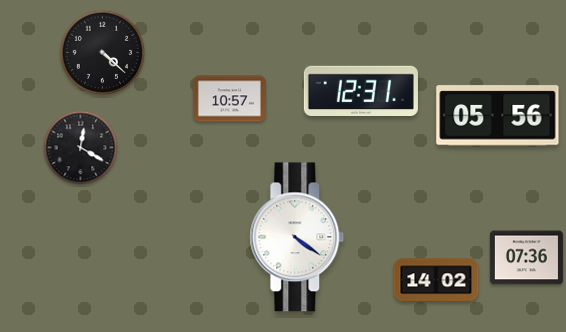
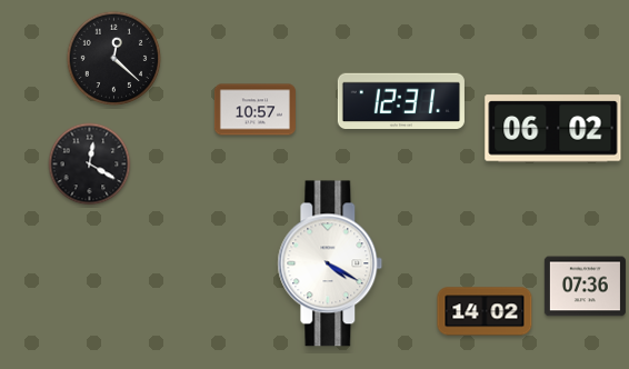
clock at (103, 53): 4:22 -> 12:22
clock at (498, 116): 05:56 -> 06:02
clock at (297, 237): 4:21 -> 4:20
